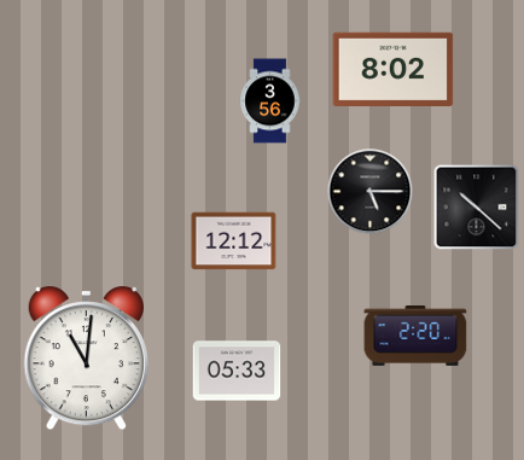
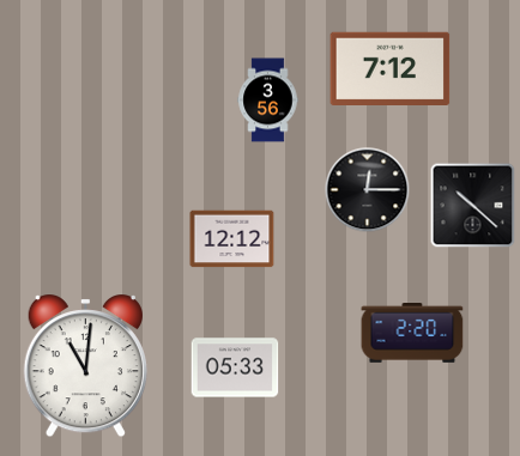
clock at (394, 69): 8:02 -> 7:12
clock at (371, 192): 5:15 -> 12:15
clock at (86, 360) position: (86, 360) -> (85, 367)
